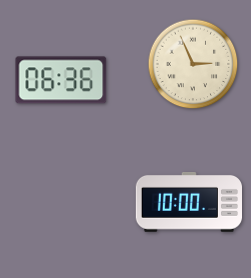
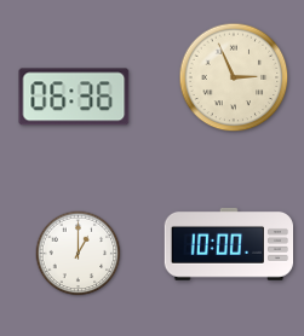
clock at (79, 254): none -> 1:00
